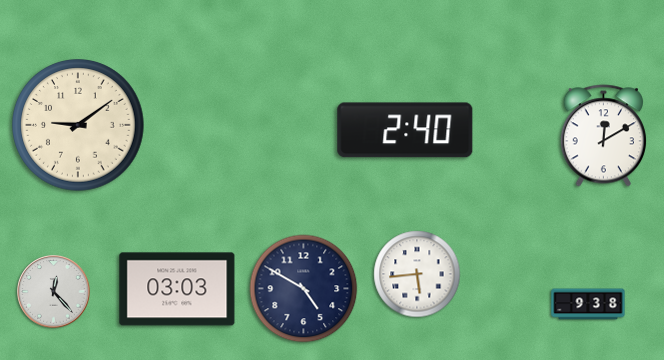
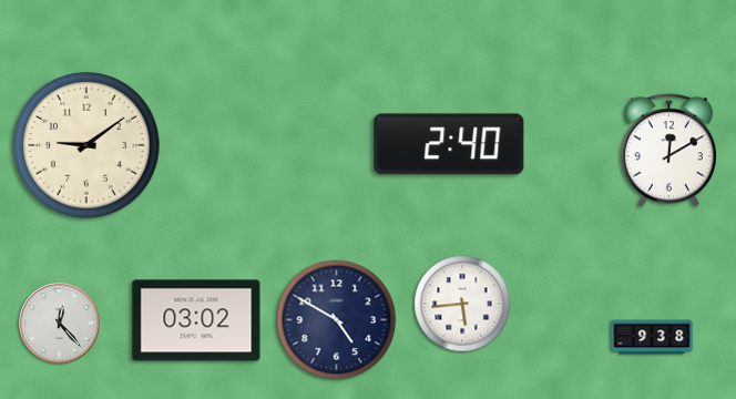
clock at (78, 125) position: (78, 125) -> (86, 145)
clock at (177, 289): 03:03 -> 03:02
